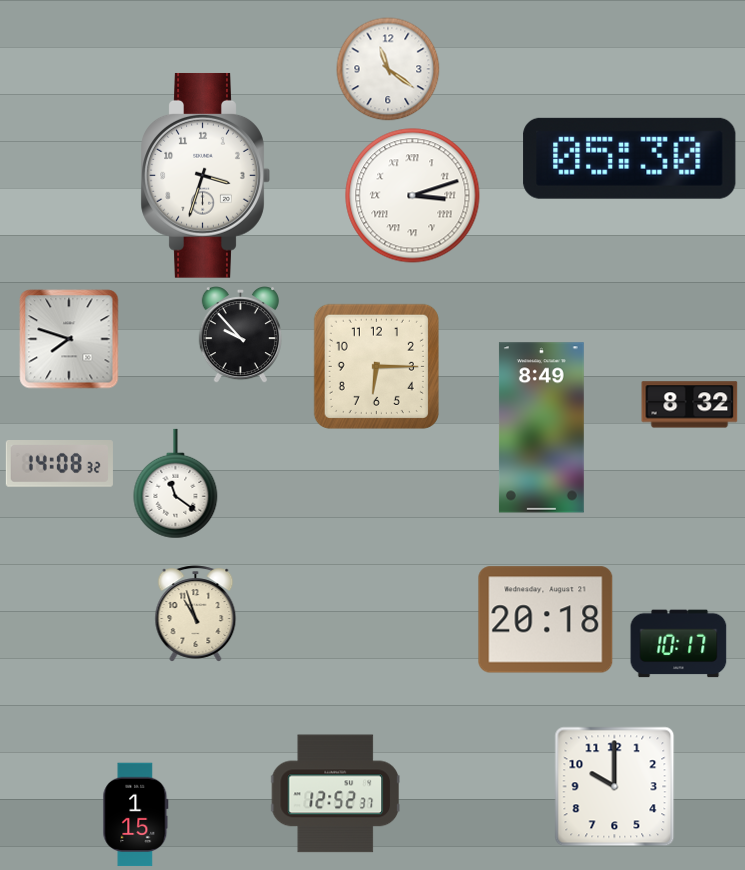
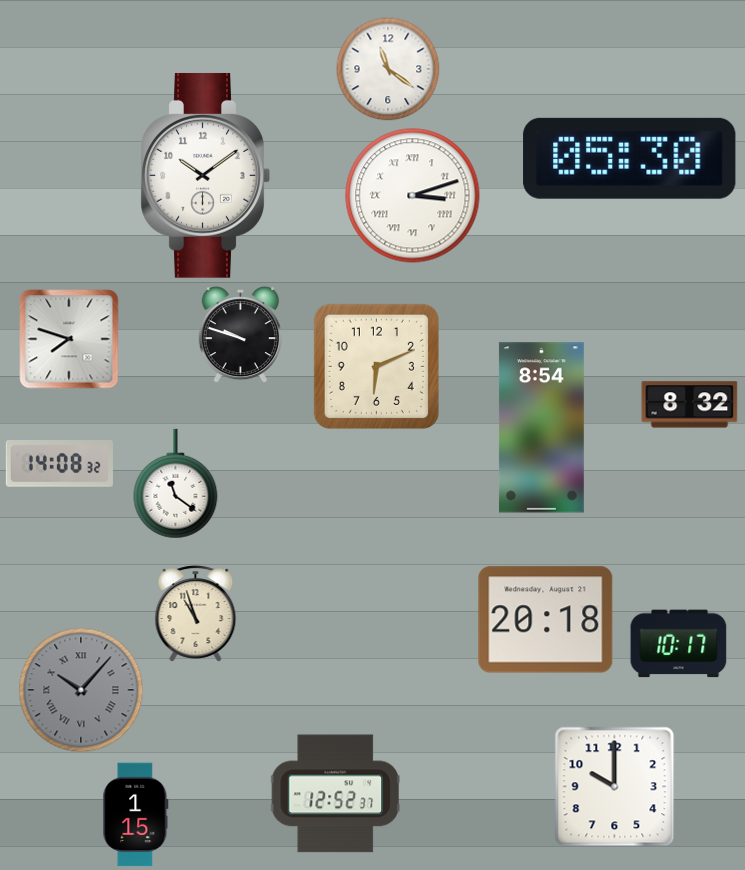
clock at (205, 175): 3:33 -> 10:09
clock at (240, 335): 9:53 -> 9:48
clock at (376, 366): 6:15 -> 6:11
clock at (541, 428): 8:49 -> 8:54
clock at (81, 690): none -> 10:07
